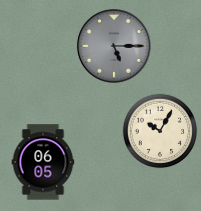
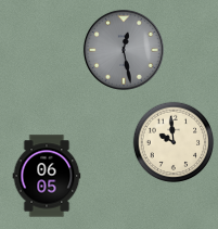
clock at (114, 46): 5:15 -> 12:28
clock at (160, 131): 10:05 -> 9:59
